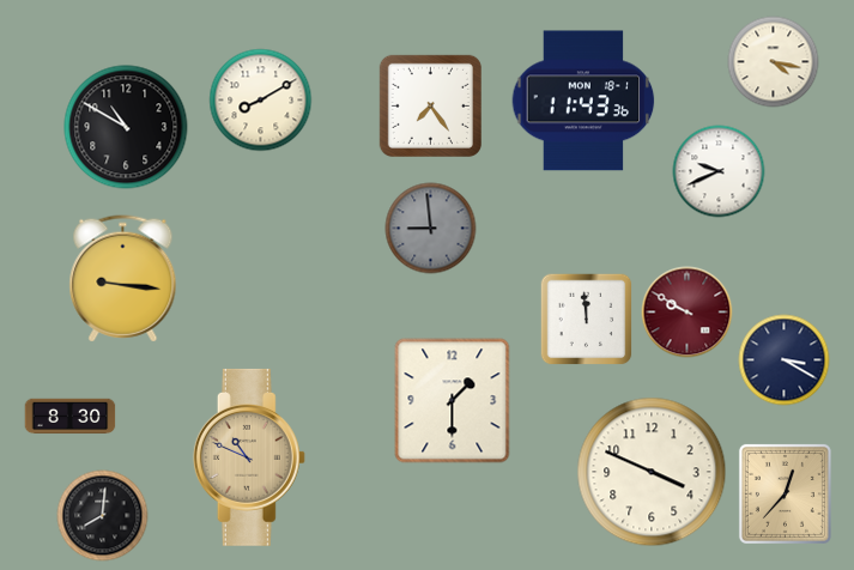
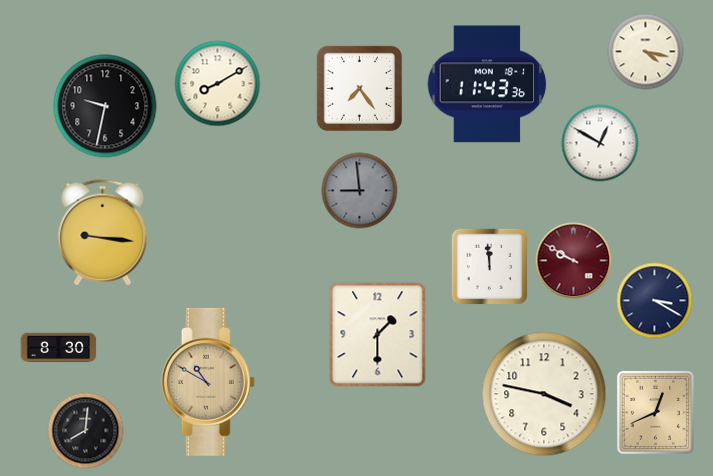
clock at (126, 127): 10:50 -> 9:32
clock at (719, 171): 9:41 -> 12:50
clock at (249, 457): 10:49 -> 10:50
clock at (652, 472): 3:49 -> 3:47
clock at (785, 493): 12:37 -> 12:41
